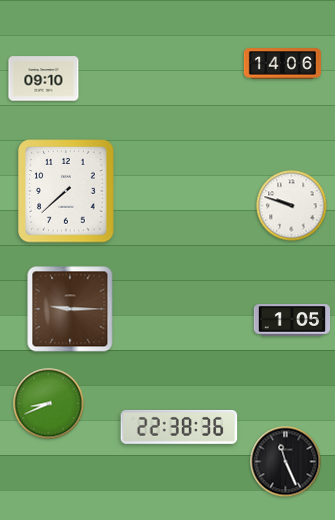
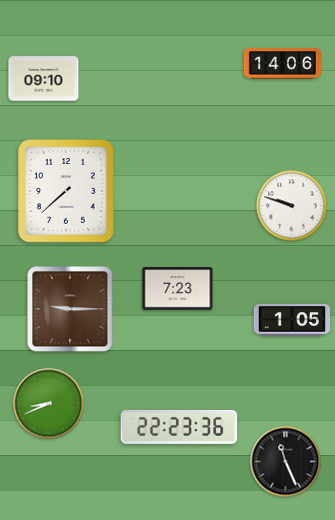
clock at (178, 289): none -> 7:23
clock at (179, 427): 22:38 -> 22:23
